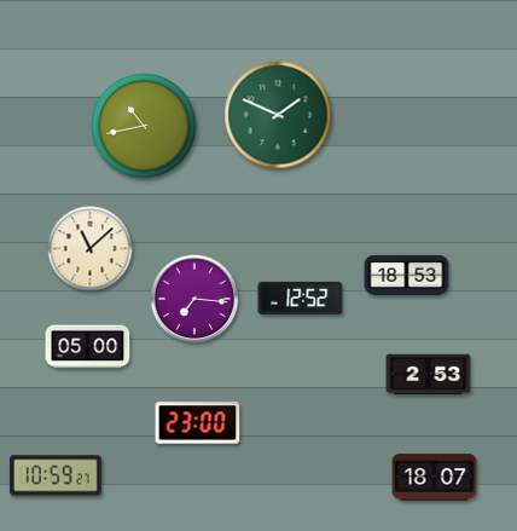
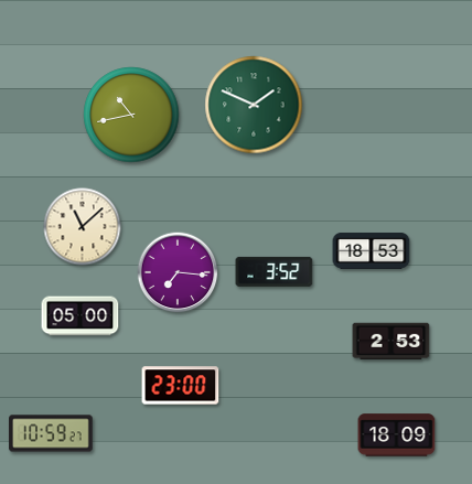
clock at (301, 298): 12:52 -> 3:52
clock at (435, 478): 18:07 -> 18:09
